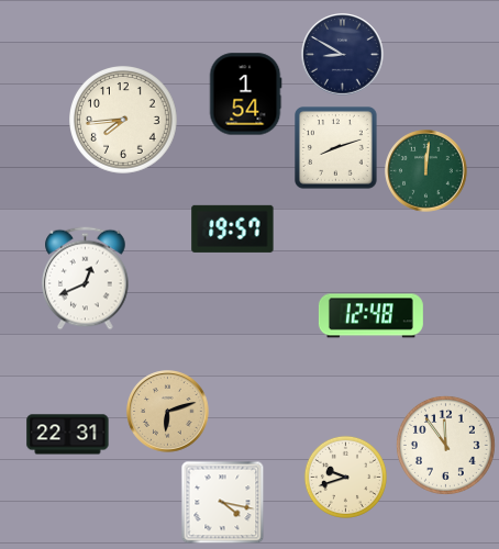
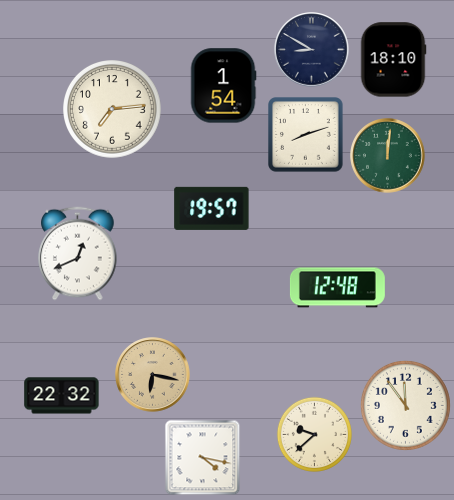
clock at (393, 60): none -> 18:10
clock at (124, 121): 7:44 -> 7:14
clock at (168, 412): 6:12 -> 6:17
clock at (68, 435): 22:31 -> 22:32
clock at (345, 477): 9:42 -> 9:38
